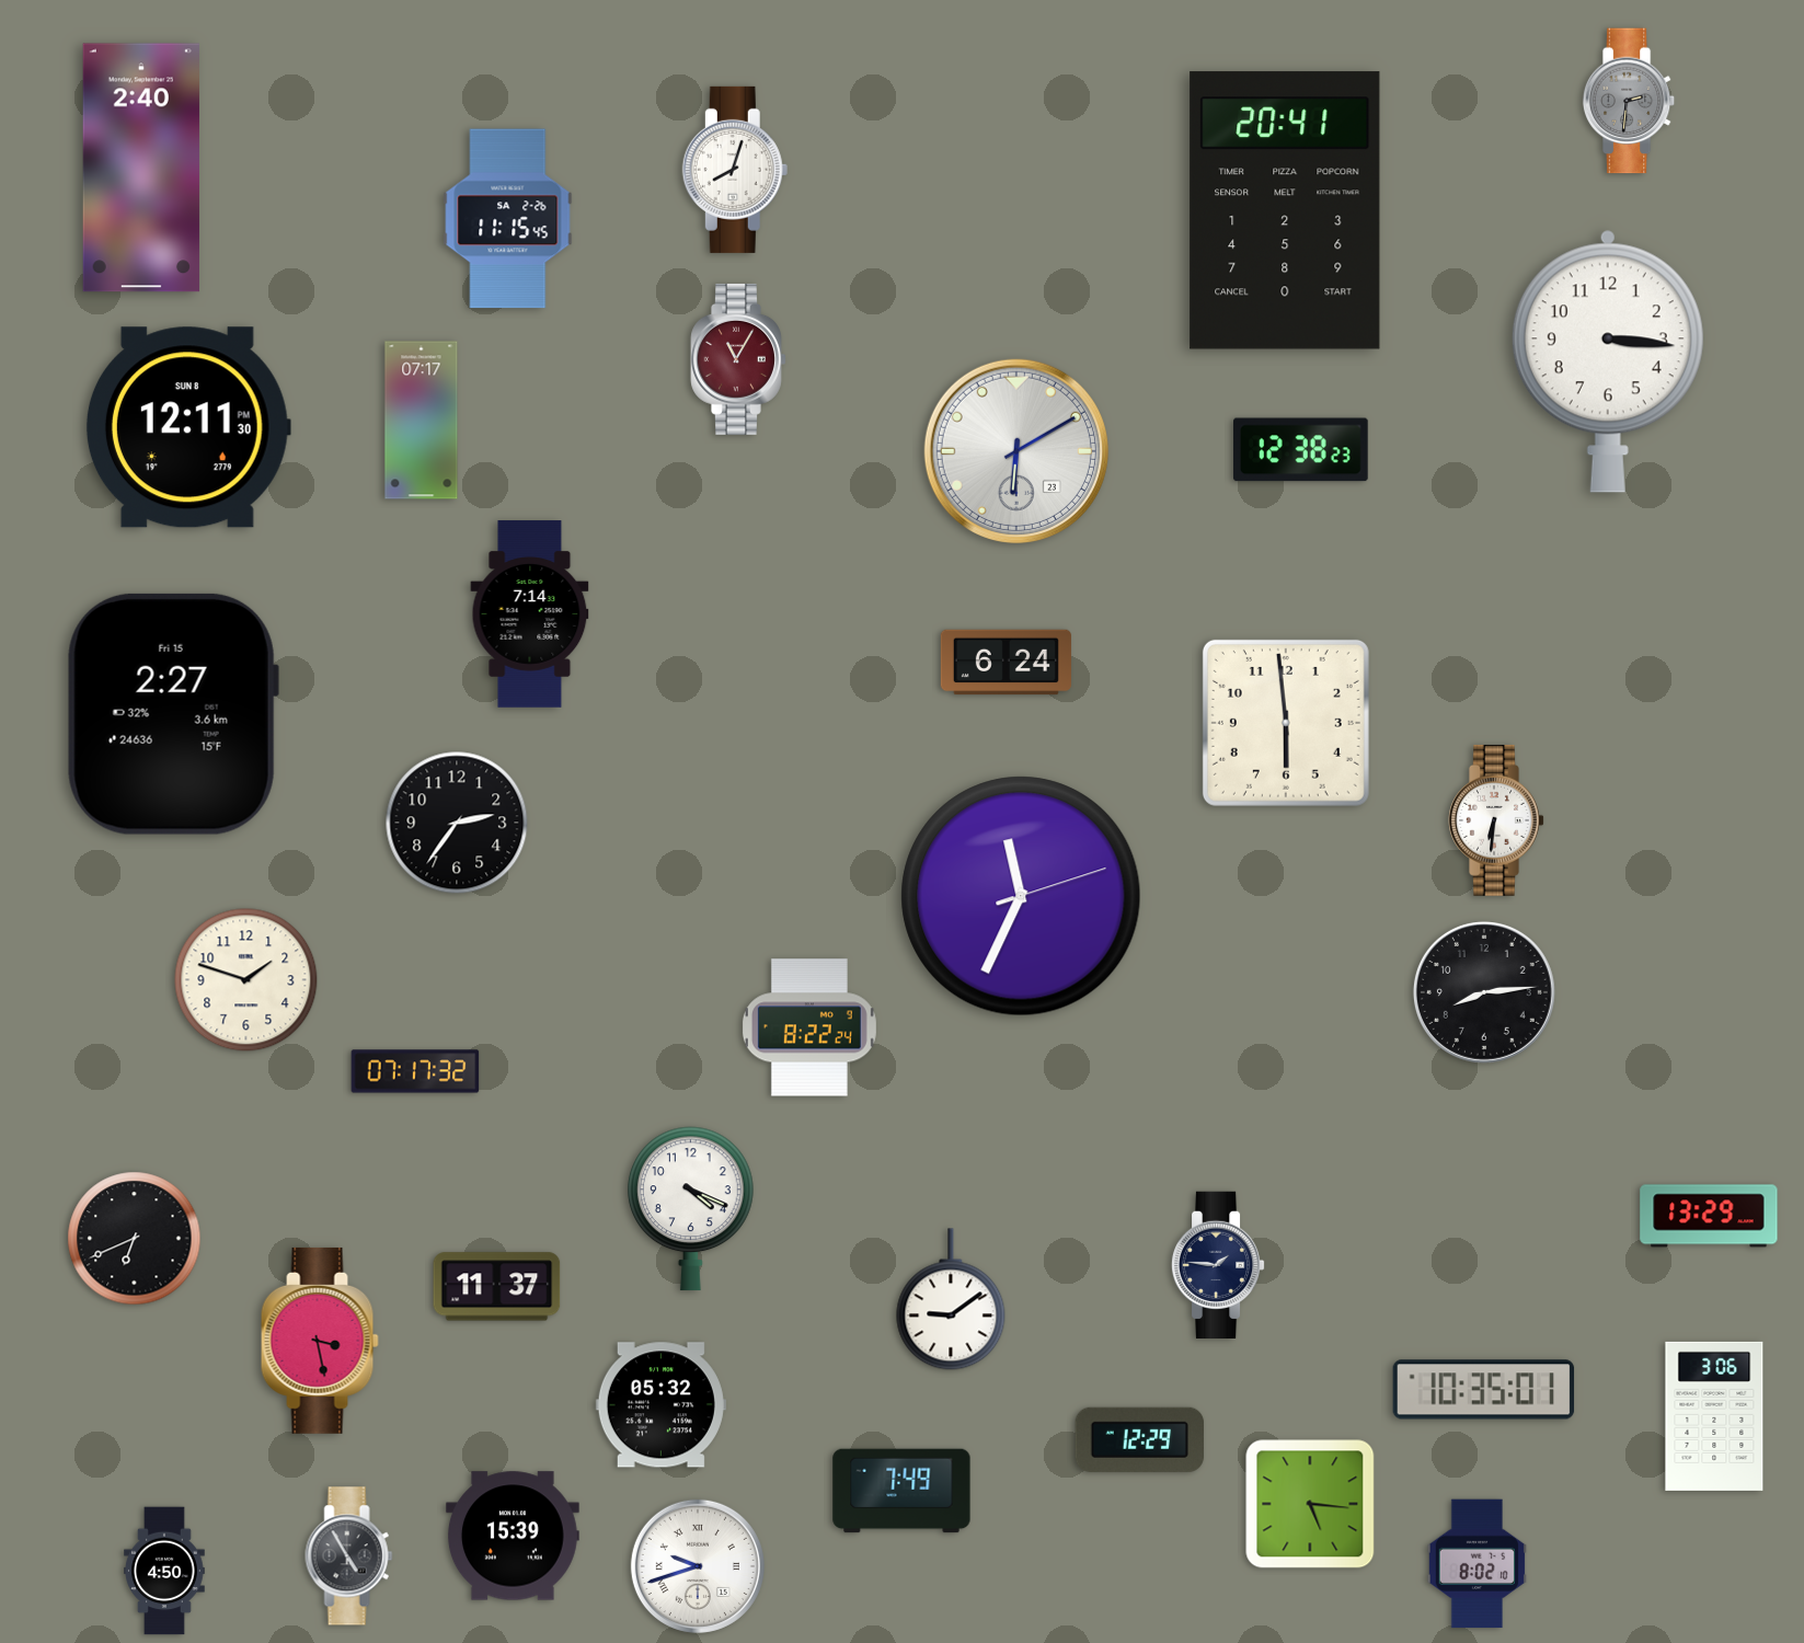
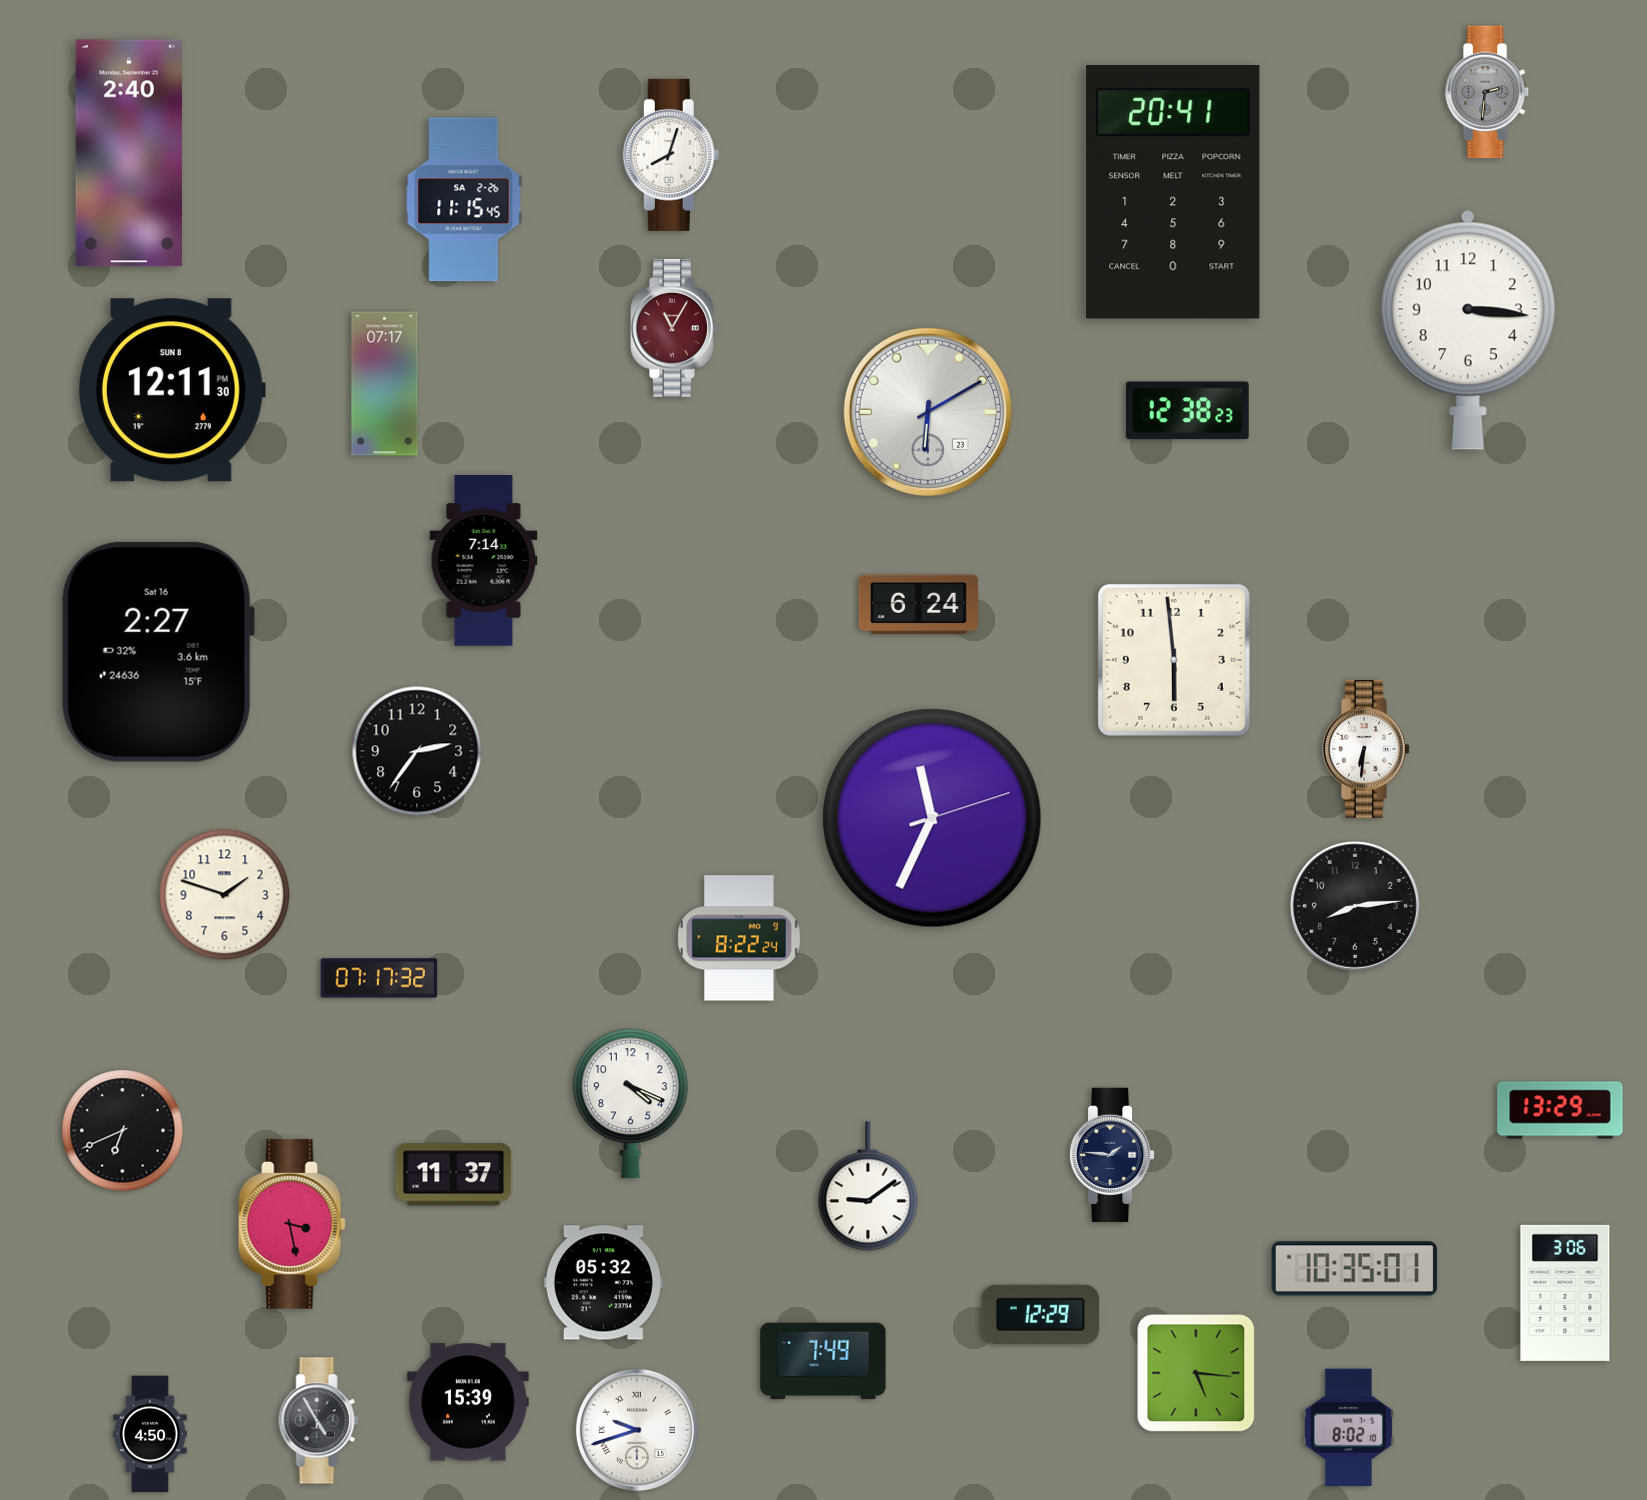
clock at (173, 714) date: Fri 15 -> Sat 16
